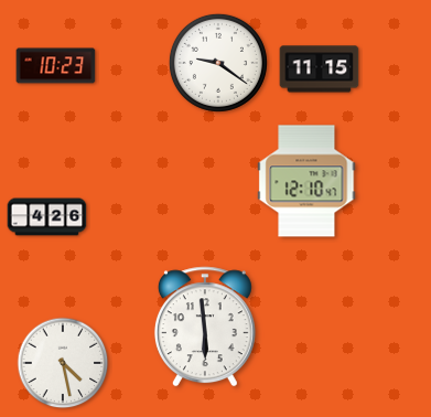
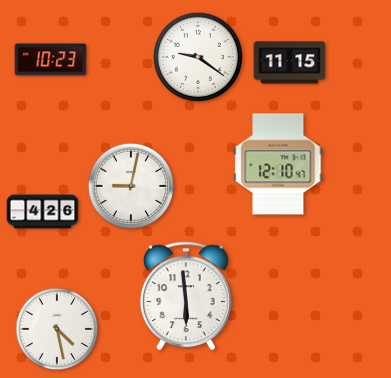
clock at (131, 186): none -> 9:02
clock at (47, 217) position: (47, 217) -> (43, 212)
